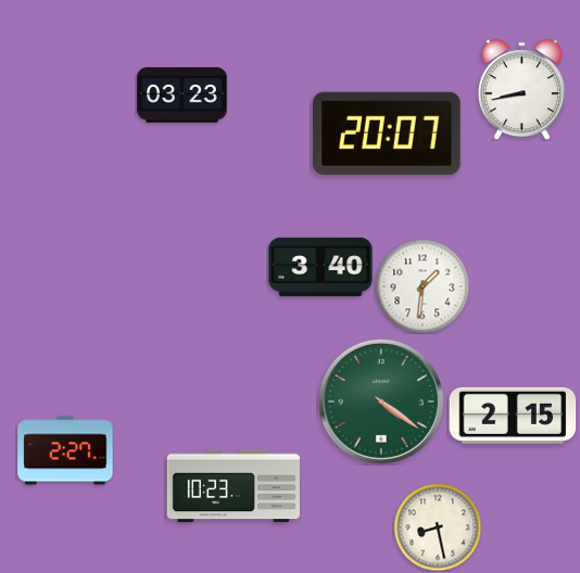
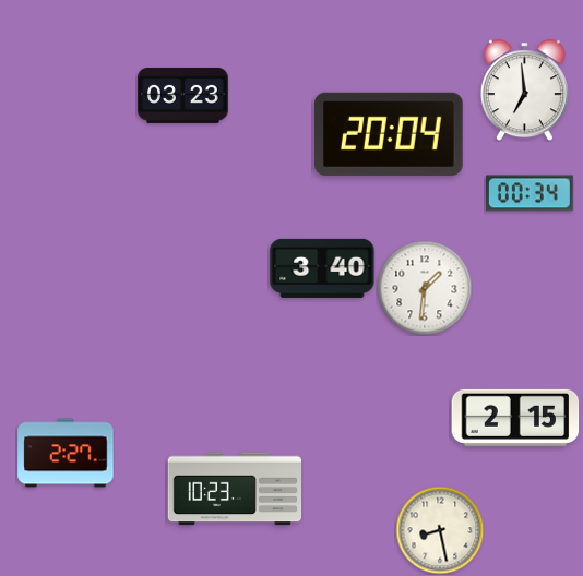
clock at (521, 89): 8:43 -> 6:59
clock at (388, 133): 20:07 -> 20:04
clock at (530, 193): none -> 00:34
clock at (381, 402): 4:21 -> none
